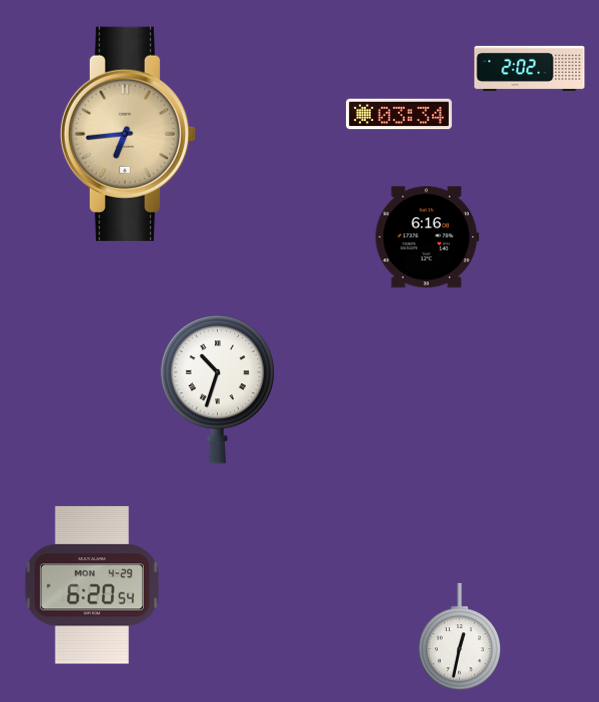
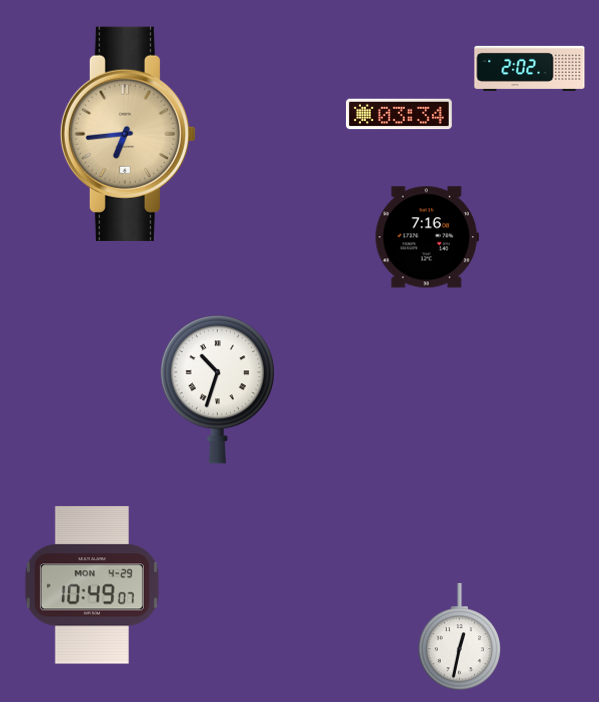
clock at (427, 237): 6:16 -> 7:16
clock at (92, 585): 6:20 -> 10:49
